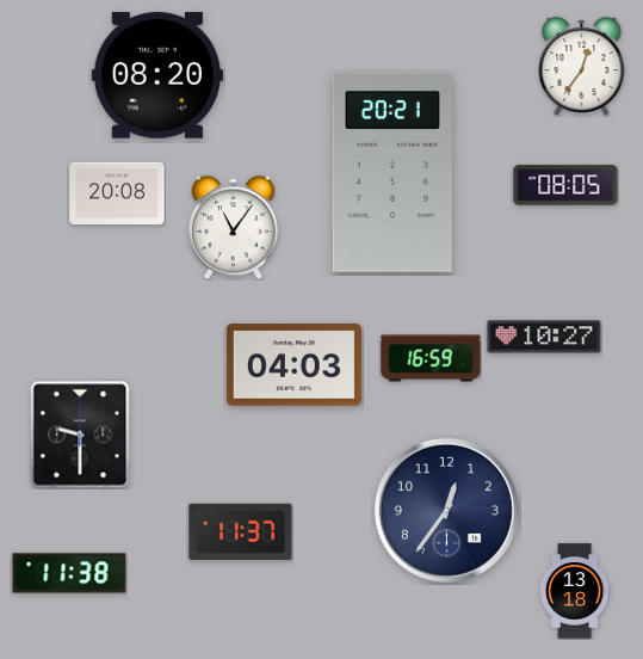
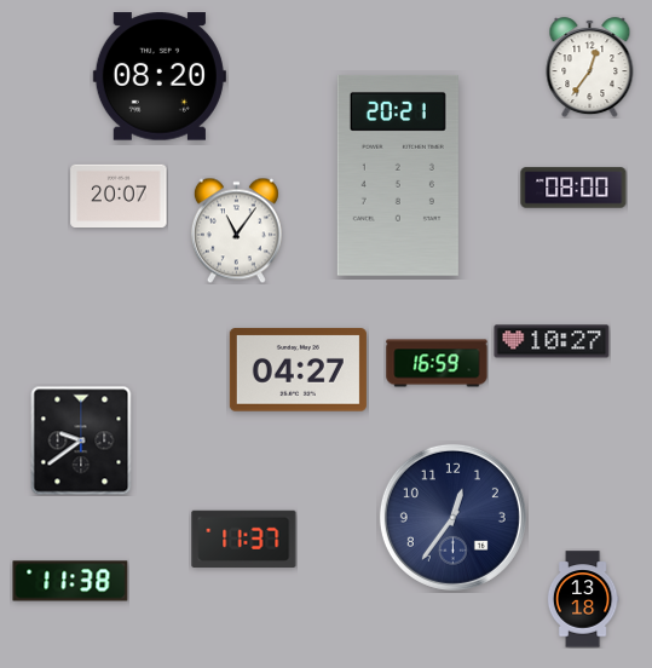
clock at (565, 185): 08:05 -> 08:00
clock at (117, 192): 20:08 -> 20:07
clock at (293, 365): 04:03 -> 04:27
clock at (80, 435): 9:30 -> 9:39
